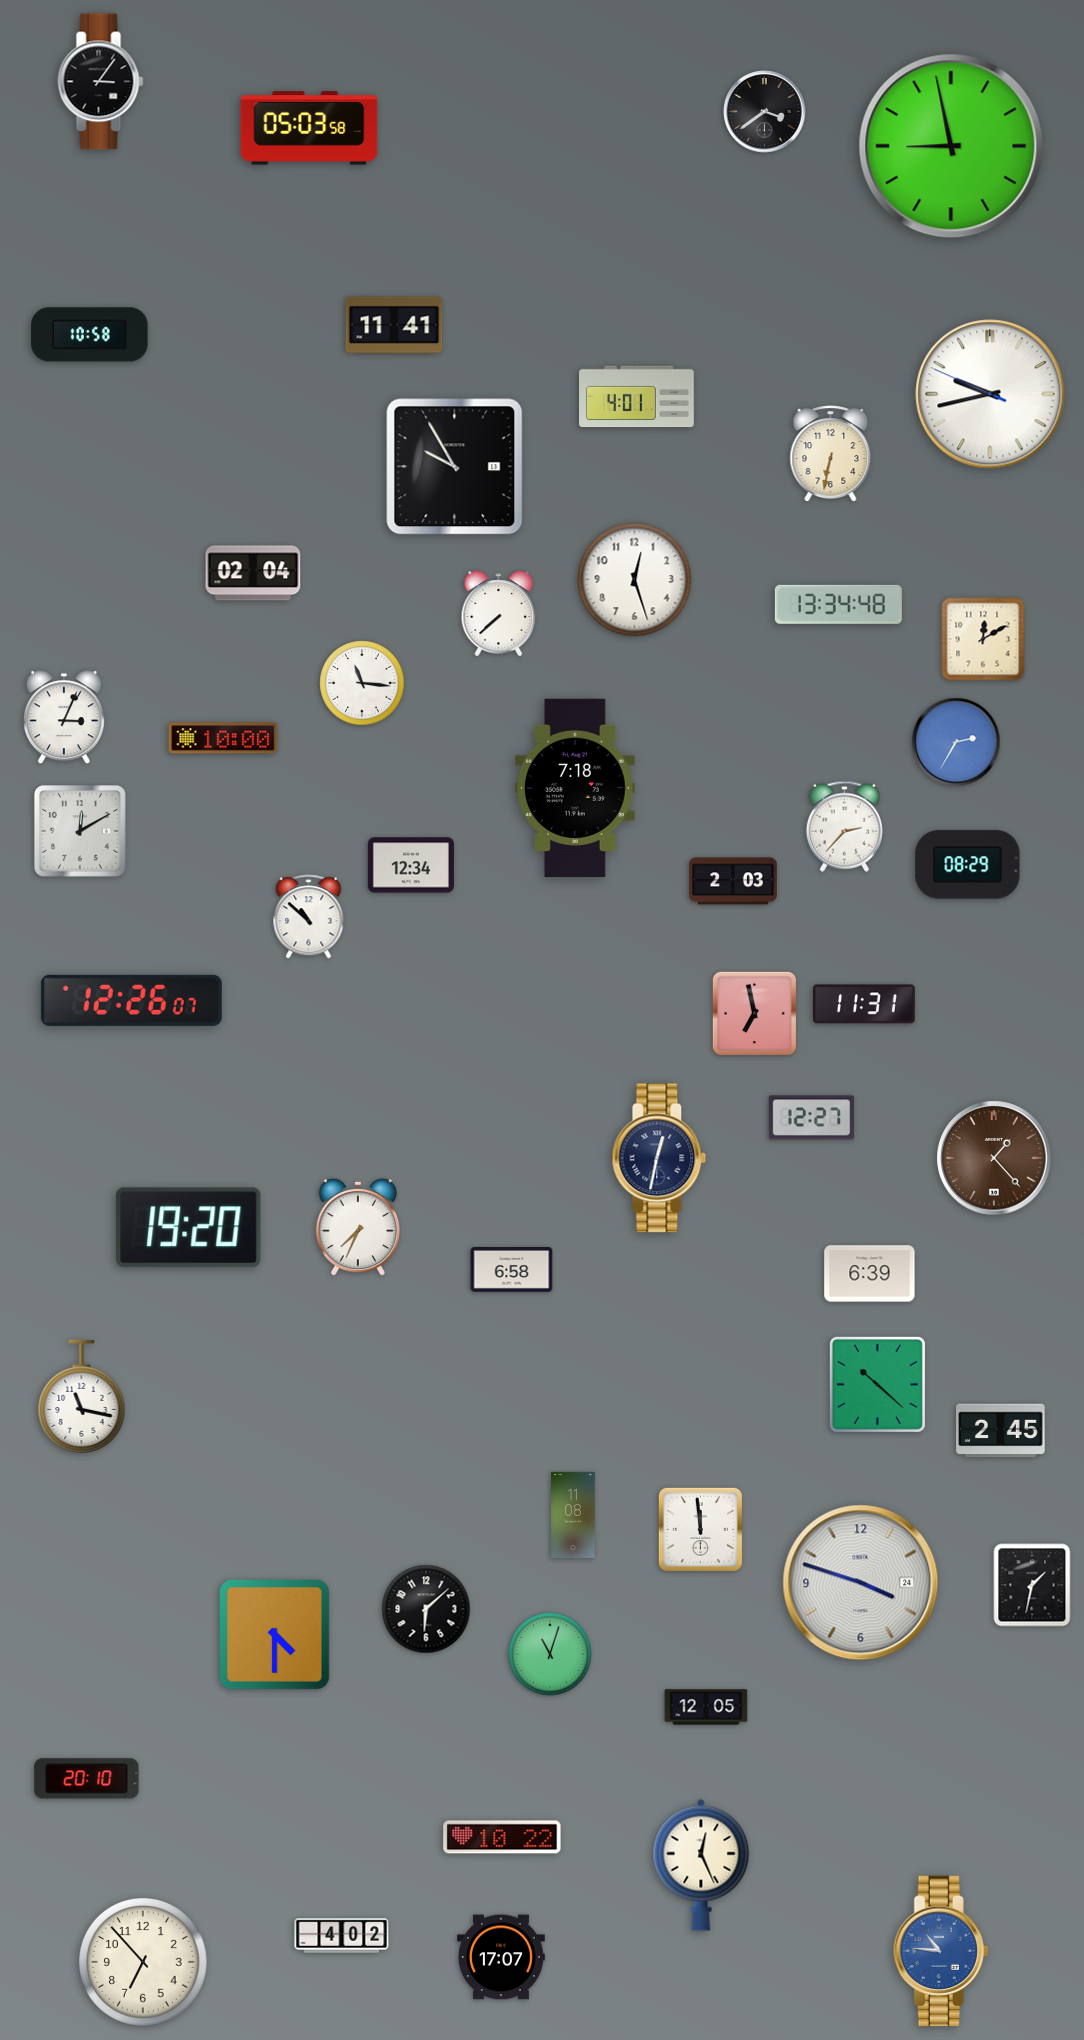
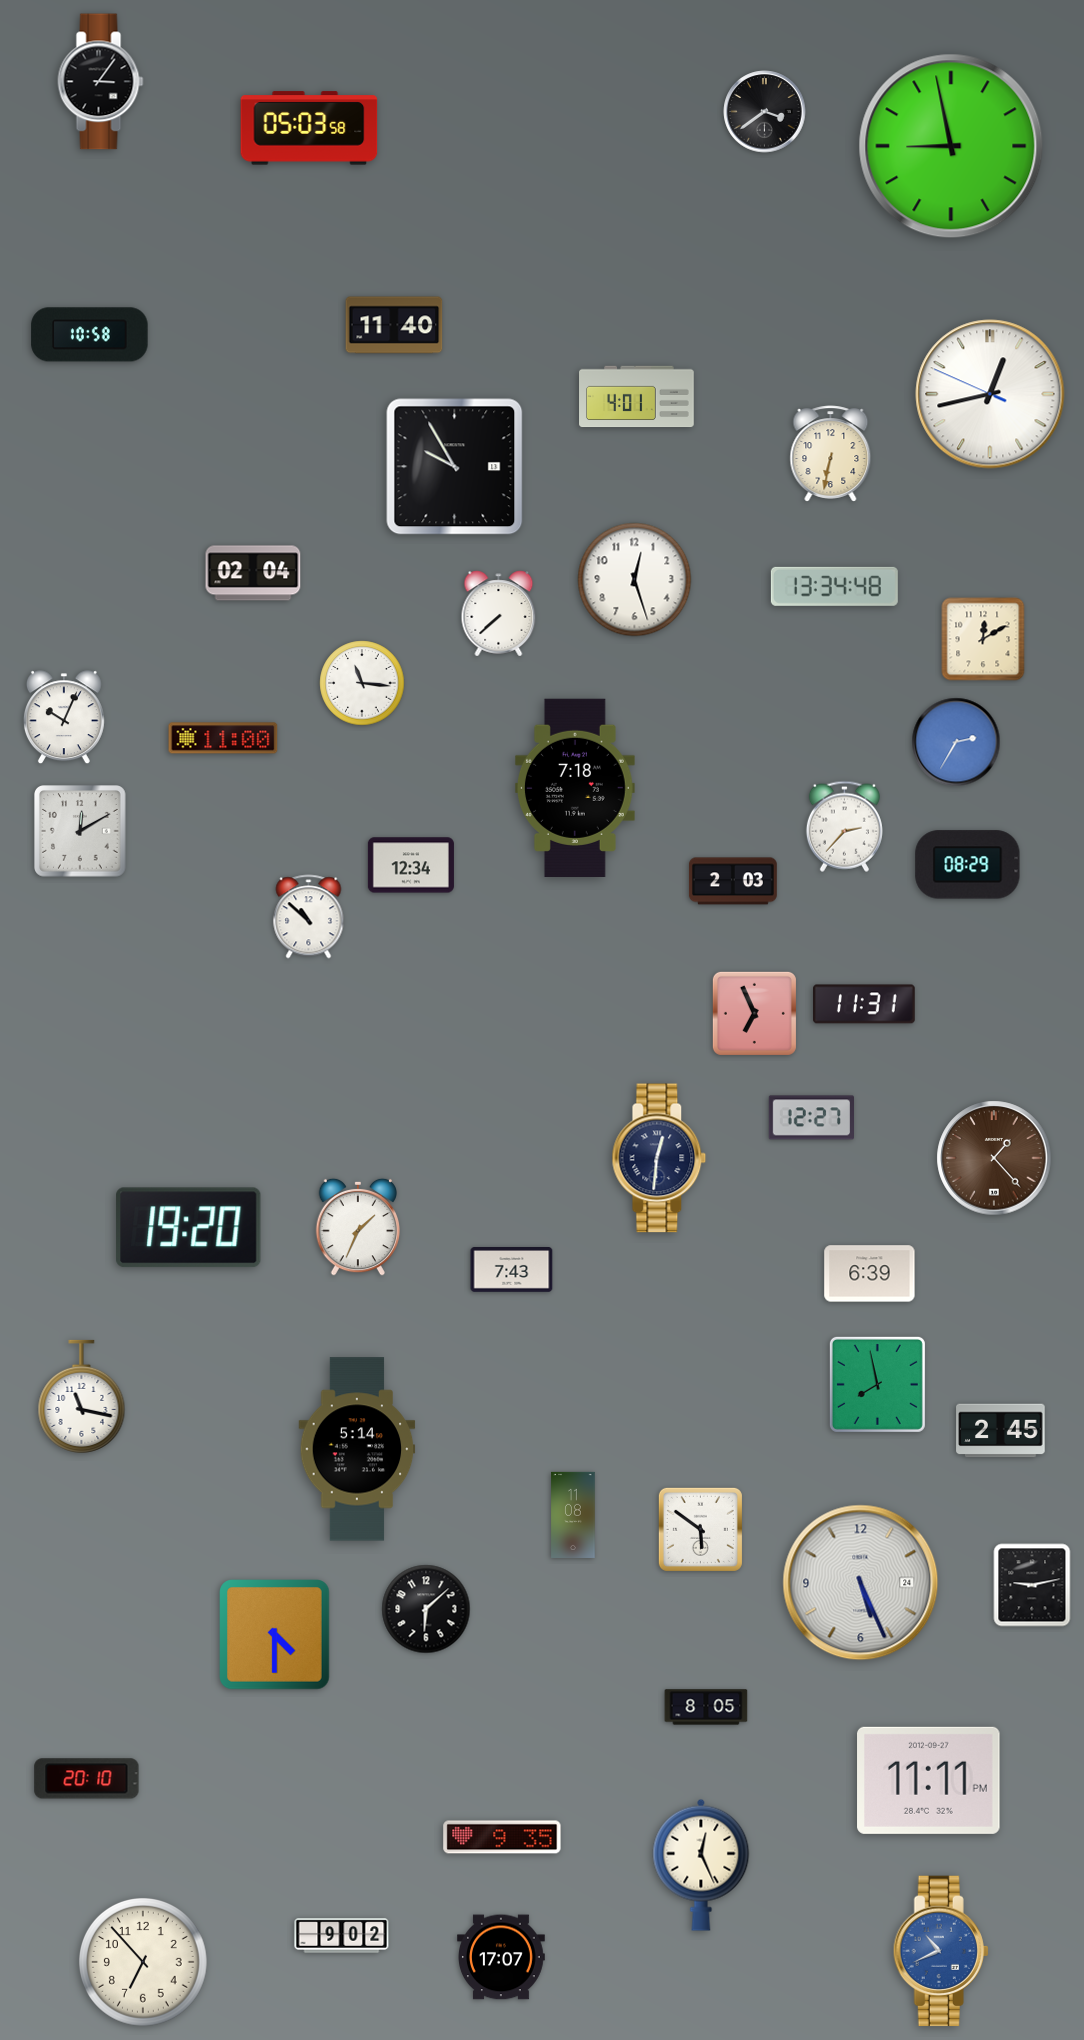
clock at (394, 325): 11:41 -> 11:40
clock at (990, 394): 9:42 -> 12:42
clock at (838, 604) position: (838, 604) -> (834, 586)
clock at (64, 718): 3:04 -> 10:04
clock at (223, 738): 10:00 -> 11:00
clock at (131, 1000): 12:26 -> none
clock at (754, 1013): 6:58 -> 6:56
clock at (659, 1158): 12:32 -> 12:31
clock at (357, 1227): 7:34 -> 1:34
clock at (512, 1270): 6:58 -> 7:43
clock at (877, 1384): 10:22 -> 7:58
clock at (357, 1449): none -> 5:14
clock at (700, 1529): 11:59 -> 5:51
clock at (861, 1583): 3:48 -> 5:26
clock at (1032, 1585): 1:32 -> 9:13
clock at (550, 1654): 11:03 -> none
clock at (706, 1707): 12:05 -> 8:05
clock at (929, 1780): none -> 11:11
clock at (502, 1837): 10:22 -> 9:35
clock at (342, 1936): 4:02 -> 9:02
clock at (941, 1951): 10:46 -> 10:41
